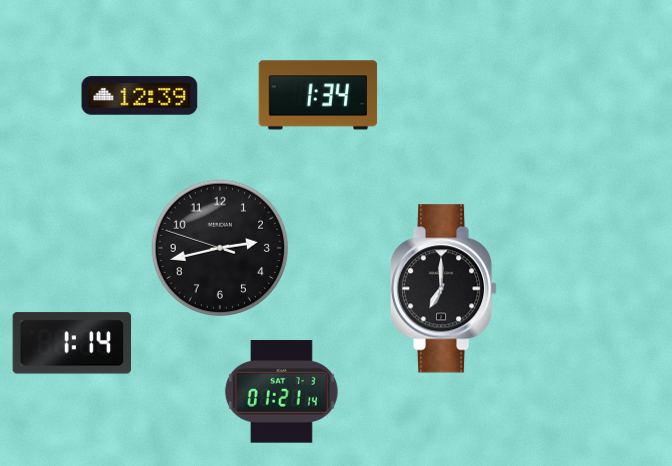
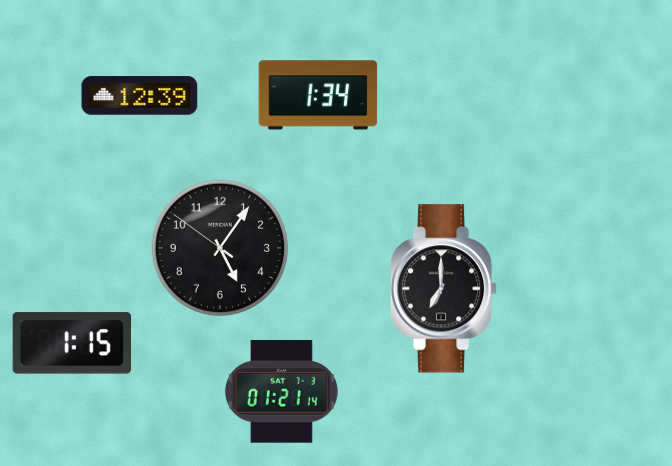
clock at (220, 248): 2:42 -> 5:05
clock at (71, 343): 1:14 -> 1:15
